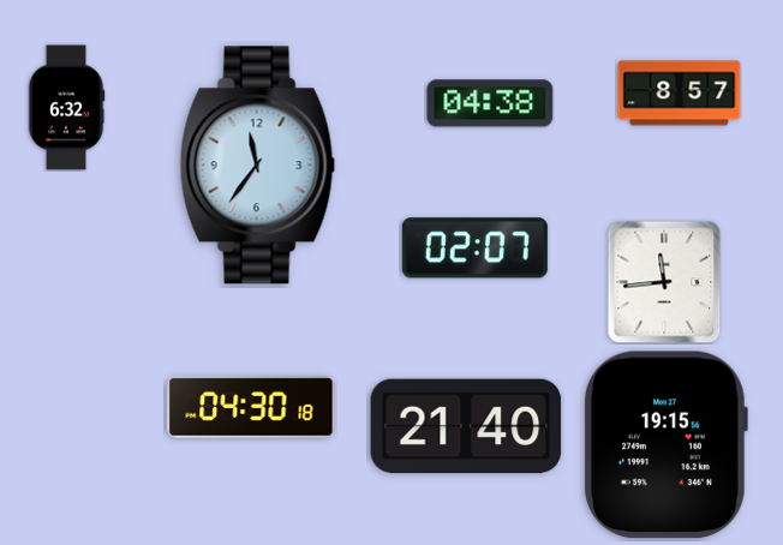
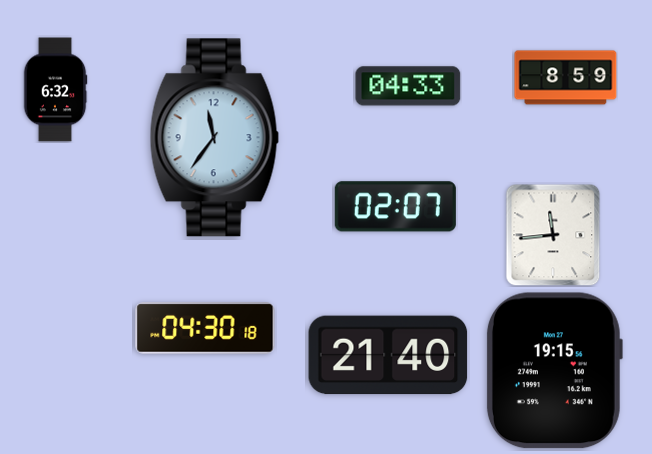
clock at (680, 94): 8:57 -> 8:59
clock at (490, 103): 04:38 -> 04:33
clock at (251, 407) position: (251, 407) -> (205, 328)
